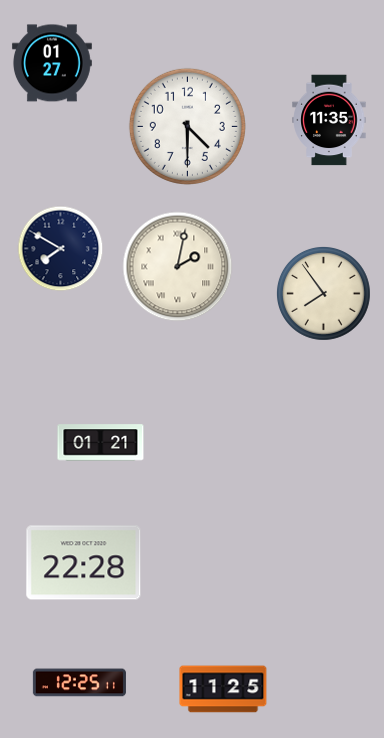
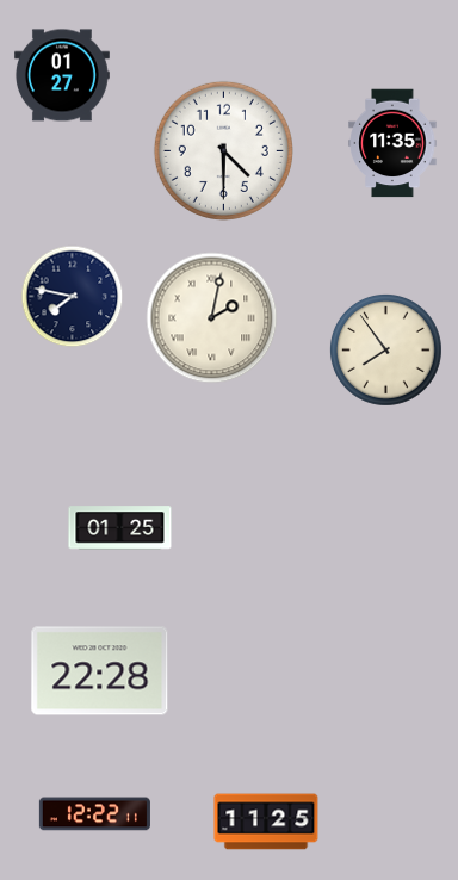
clock at (61, 249): 7:50 -> 7:47
clock at (101, 443): 01:21 -> 01:25
clock at (79, 683): 12:25 -> 12:22
